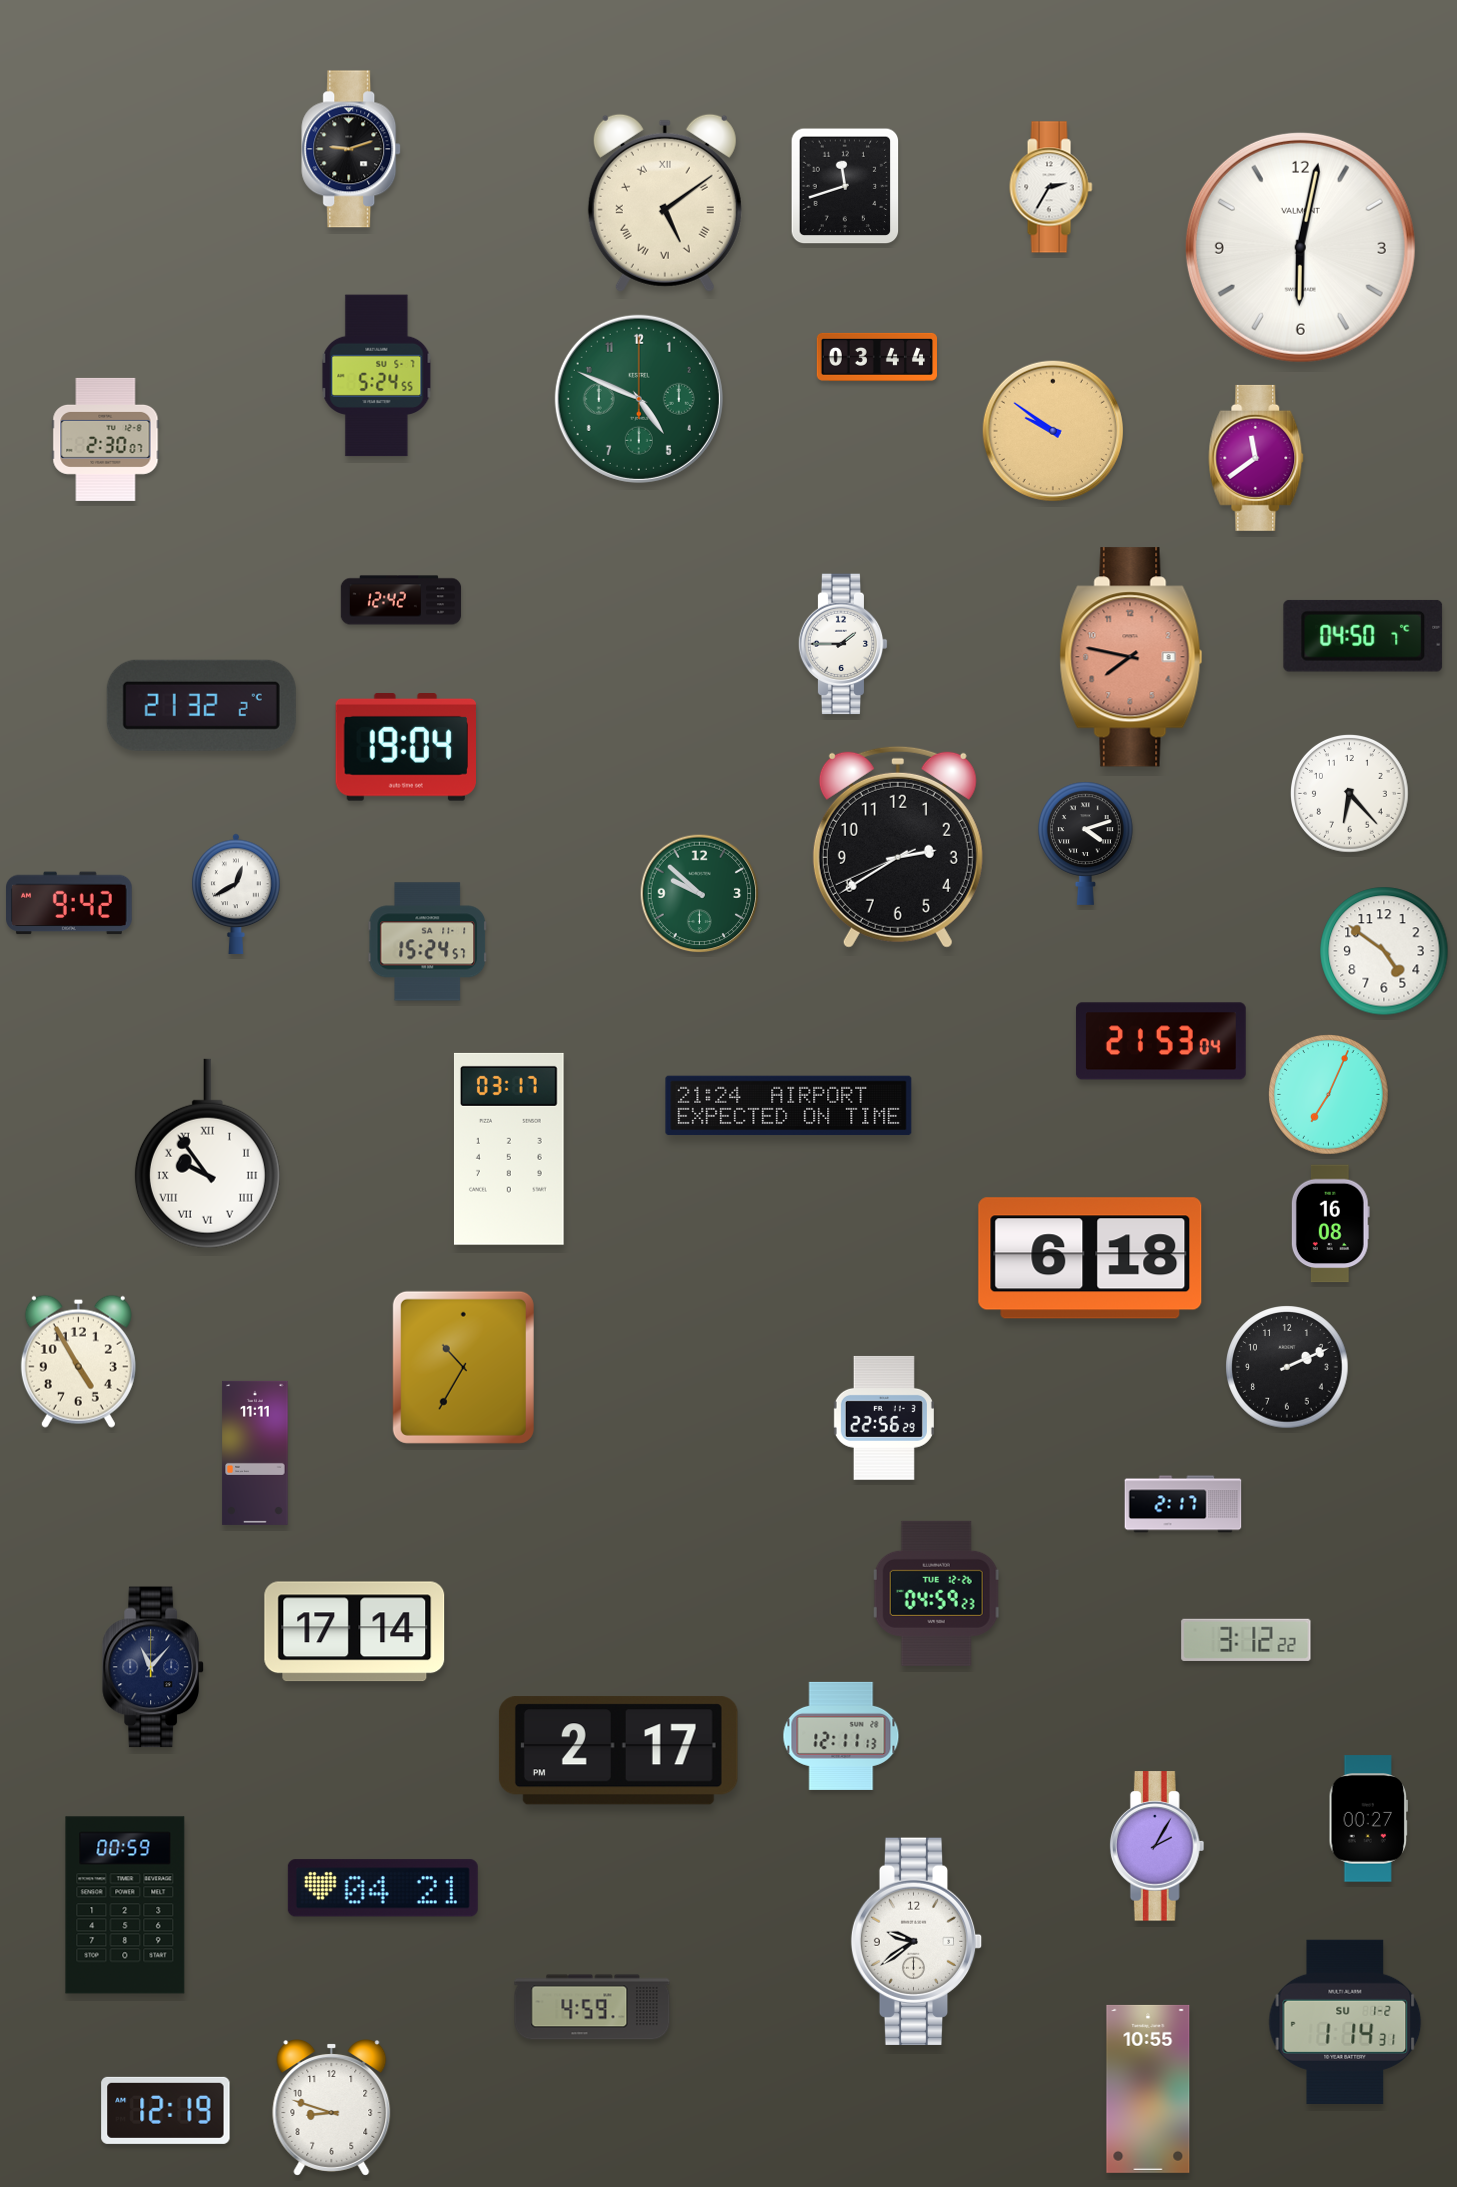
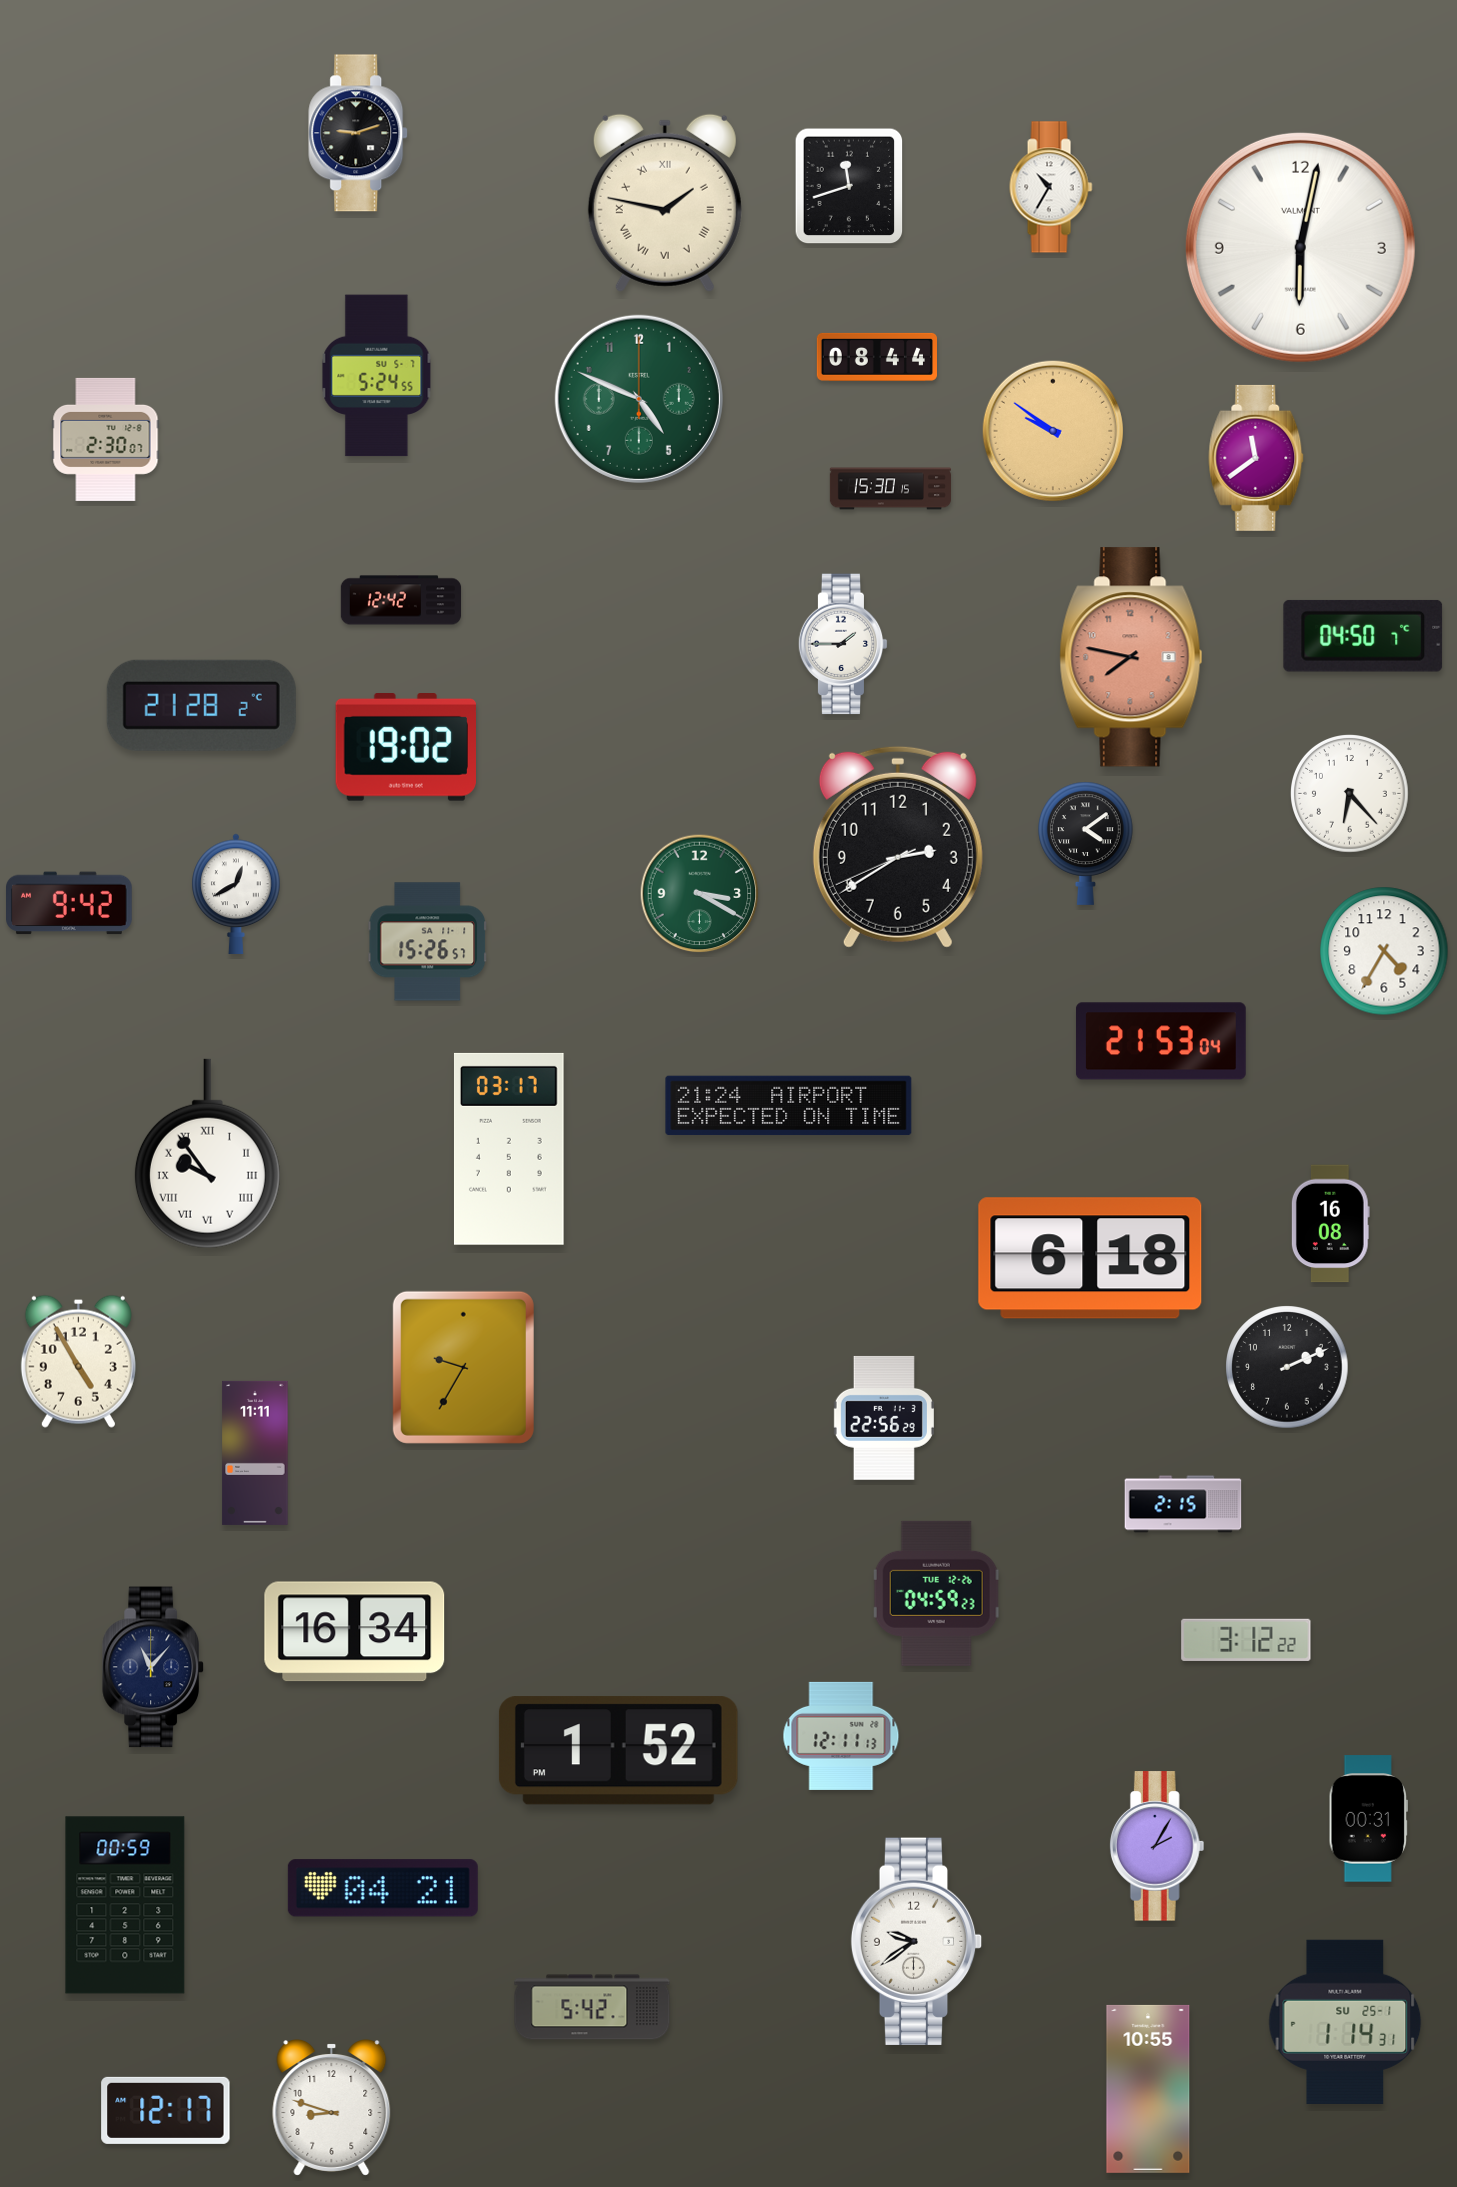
clock at (352, 149) position: (352, 149) -> (359, 133)
clock at (845, 186) position: (845, 186) -> (849, 186)
clock at (1051, 187): 2:35 -> 10:35
clock at (665, 203): 5:09 -> 1:47
clock at (876, 357): 03:44 -> 08:44
clock at (890, 489): none -> 15:30
clock at (201, 705): 21:32 -> 21:28
clock at (405, 748): 19:04 -> 19:02
clock at (1086, 843): 4:12 -> 4:09
clock at (700, 894): 9:52 -> 3:20
clock at (427, 942): 15:24 -> 15:26
clock at (1384, 951): 4:51 -> 4:35
clock at (1329, 1095): 7:04 -> none
clock at (463, 1367): 10:35 -> 9:35
clock at (1183, 1504): 2:17 -> 2:15
clock at (355, 1632): 17:14 -> 16:34
clock at (618, 1751): 2:17 -> 1:52
clock at (1369, 1819): 00:27 -> 00:31
clock at (592, 2007): 4:59 -> 5:42
clock at (1345, 2022) date: SU 1-2 -> SU 25-1
clock at (166, 2110): 12:19 -> 12:17
